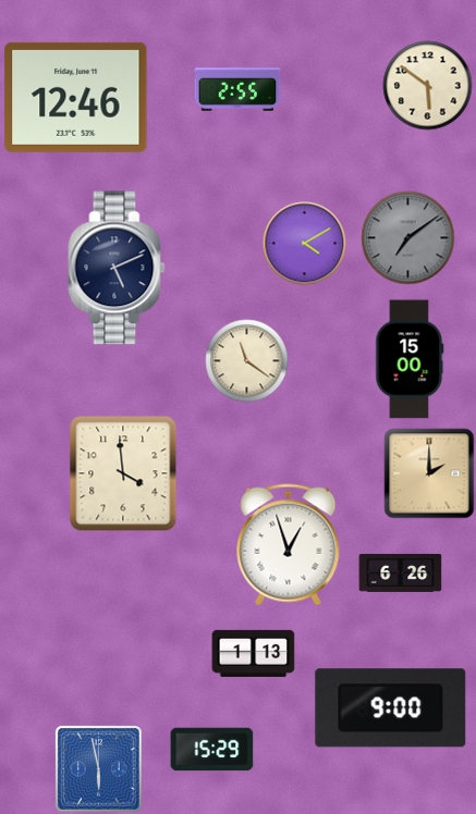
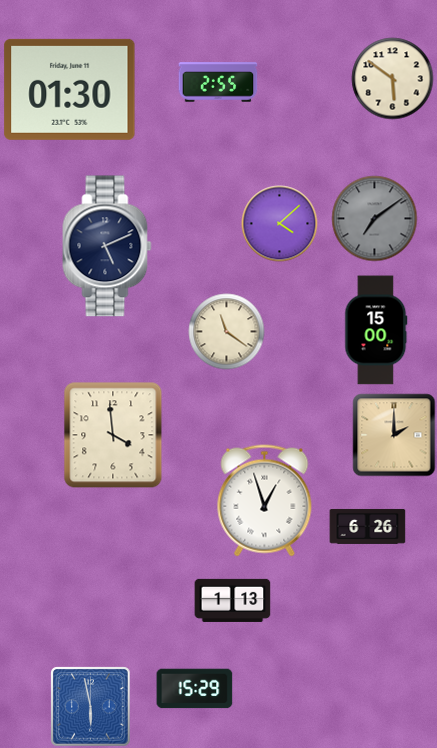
clock at (76, 97): 12:46 -> 01:30
clock at (305, 244): 4:10 -> 4:08
clock at (391, 708): 9:00 -> none
